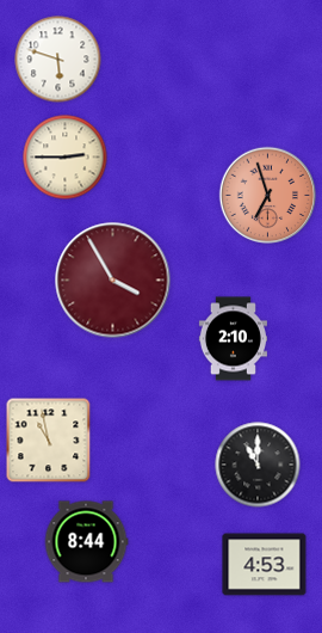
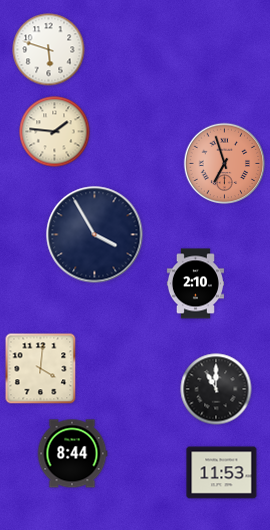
clock at (66, 158): 2:45 -> 1:46
clock at (113, 281) dial: burgundy -> navy
clock at (49, 441): 10:58 -> 4:01
clock at (265, 565): 4:53 -> 11:53
